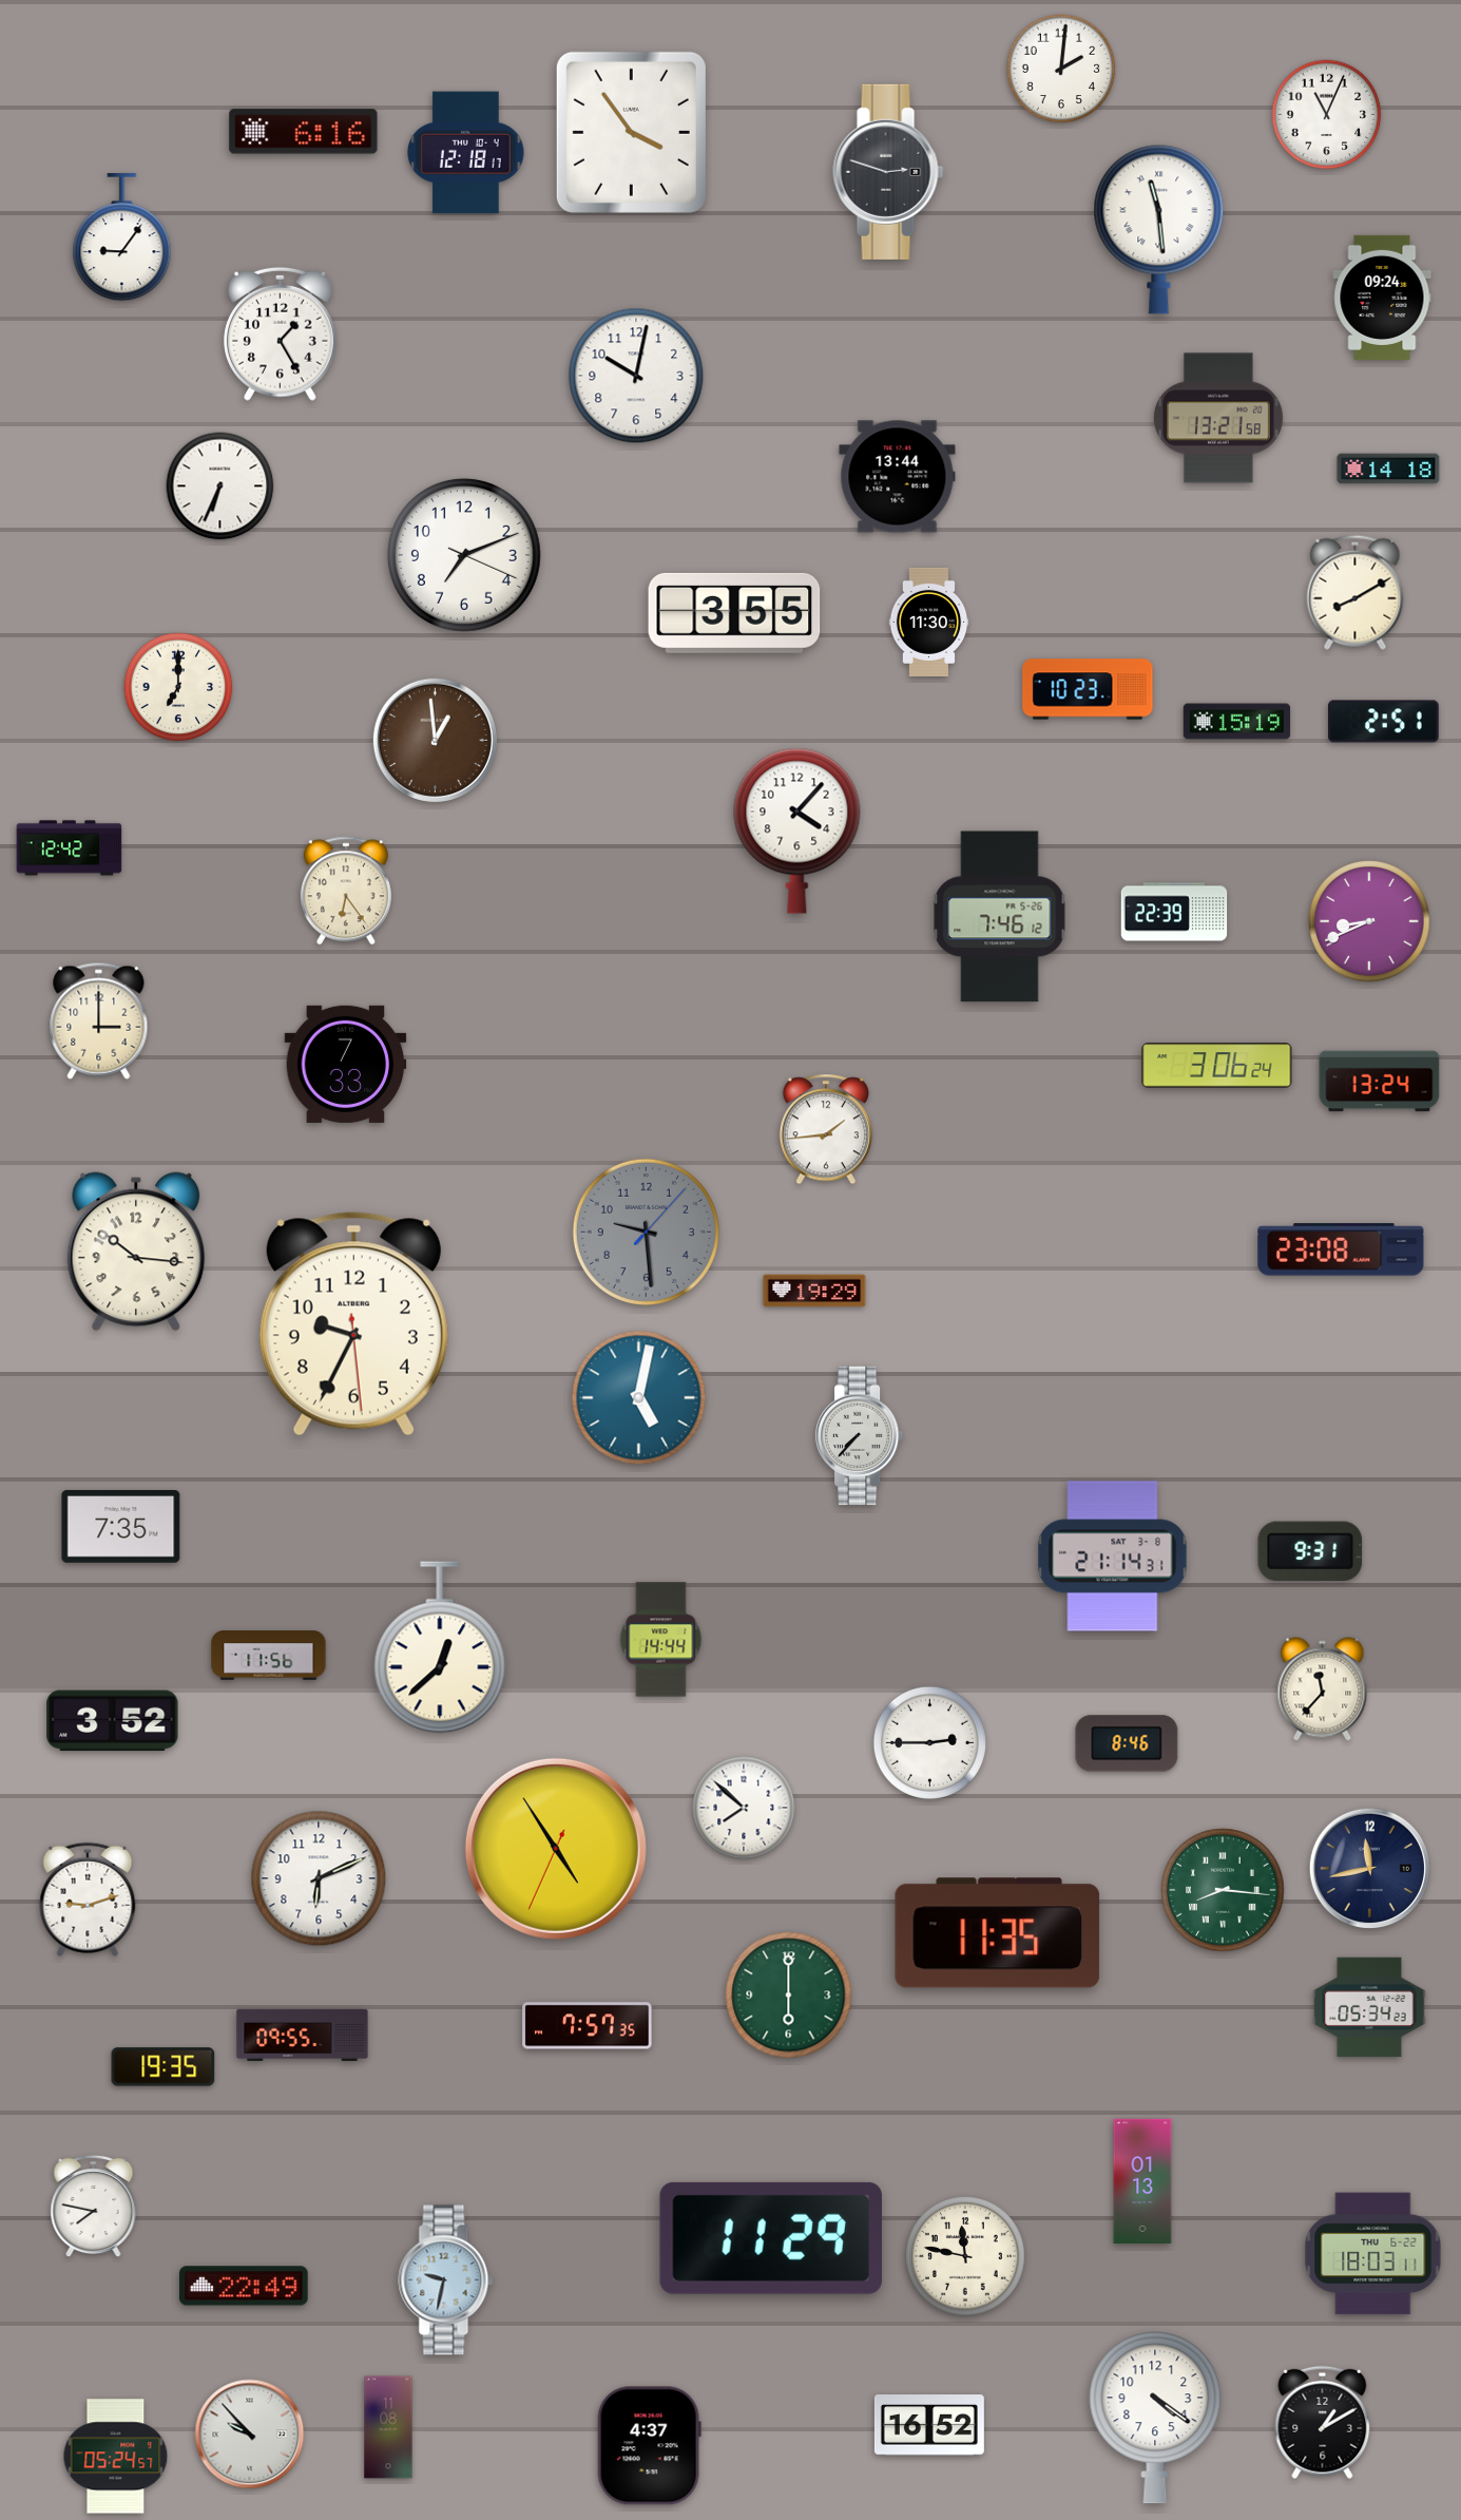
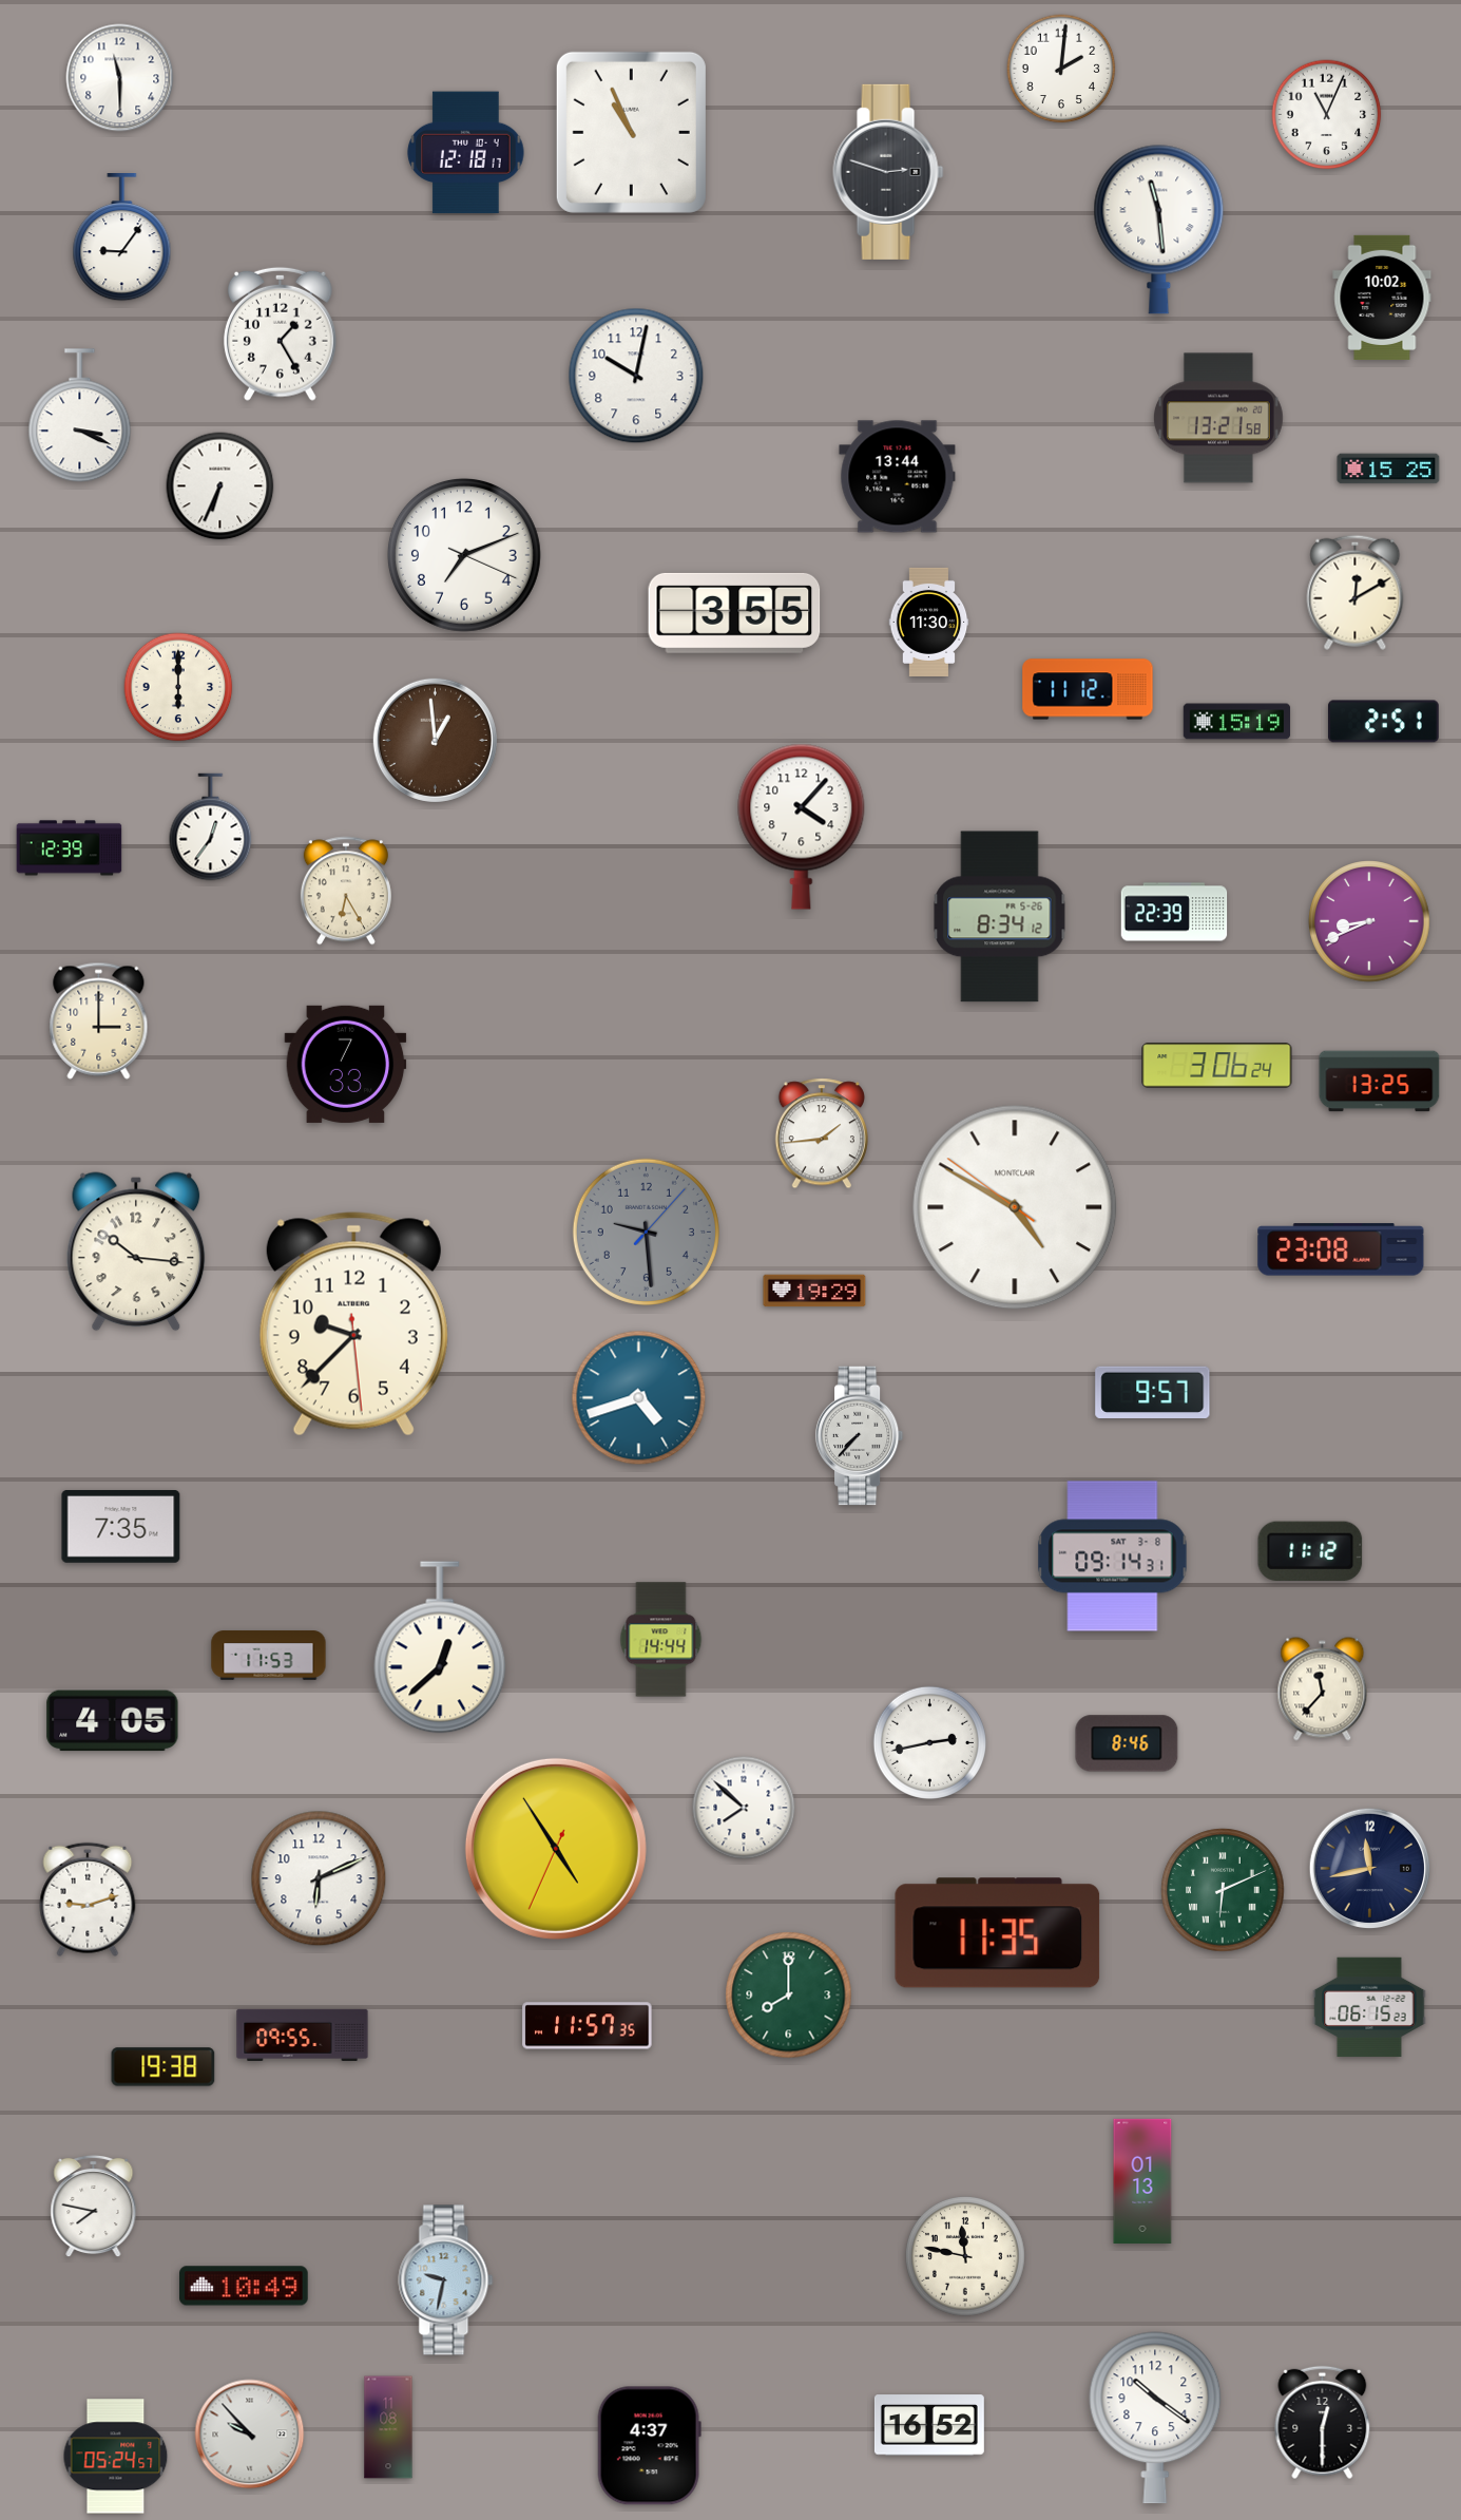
clock at (120, 78): none -> 11:30
clock at (304, 132): 6:16 -> none
clock at (631, 132): 3:54 -> 10:56
clock at (1382, 298): 09:24 -> 10:02
clock at (80, 416): none -> 3:19
clock at (1388, 469): 14:18 -> 15:25
clock at (1356, 592): 8:10 -> 12:10
clock at (178, 687): 7:00 -> 6:00
clock at (1088, 689): 10:23 -> 11:12
clock at (211, 827): none -> 12:36
clock at (797, 831) position: (797, 831) -> (802, 826)
clock at (70, 848): 12:42 -> 12:39
clock at (346, 891): 6:24 -> 6:25
clock at (1000, 917): 7:46 -> 8:34
clock at (1380, 1082): 13:24 -> 13:25
clock at (826, 1129) position: (826, 1129) -> (822, 1133)
clock at (1015, 1207): none -> 4:49
clock at (353, 1324): 9:34 -> 9:37
clock at (1153, 1392): none -> 9:57
clock at (639, 1398): 5:02 -> 4:42
clock at (1310, 1550): 9:31 -> 11:12
clock at (1113, 1557): 21:14 -> 09:14
clock at (269, 1656): 11:56 -> 11:53
clock at (113, 1721): 3:52 -> 4:05
clock at (929, 1742): 2:45 -> 2:43
clock at (1223, 1890): 8:16 -> 6:11
clock at (789, 1996): 6:00 -> 8:00
clock at (1369, 2007): 05:34 -> 06:15
clock at (588, 2026): 7:57 -> 11:57
clock at (164, 2067): 19:35 -> 19:38
clock at (771, 2238): 11:29 -> none
clock at (1373, 2254): 18:03 -> none
clock at (244, 2286): 22:49 -> 10:49
clock at (1155, 2418): 4:21 -> 10:21
clock at (1323, 2423): 1:10 -> 12:30
